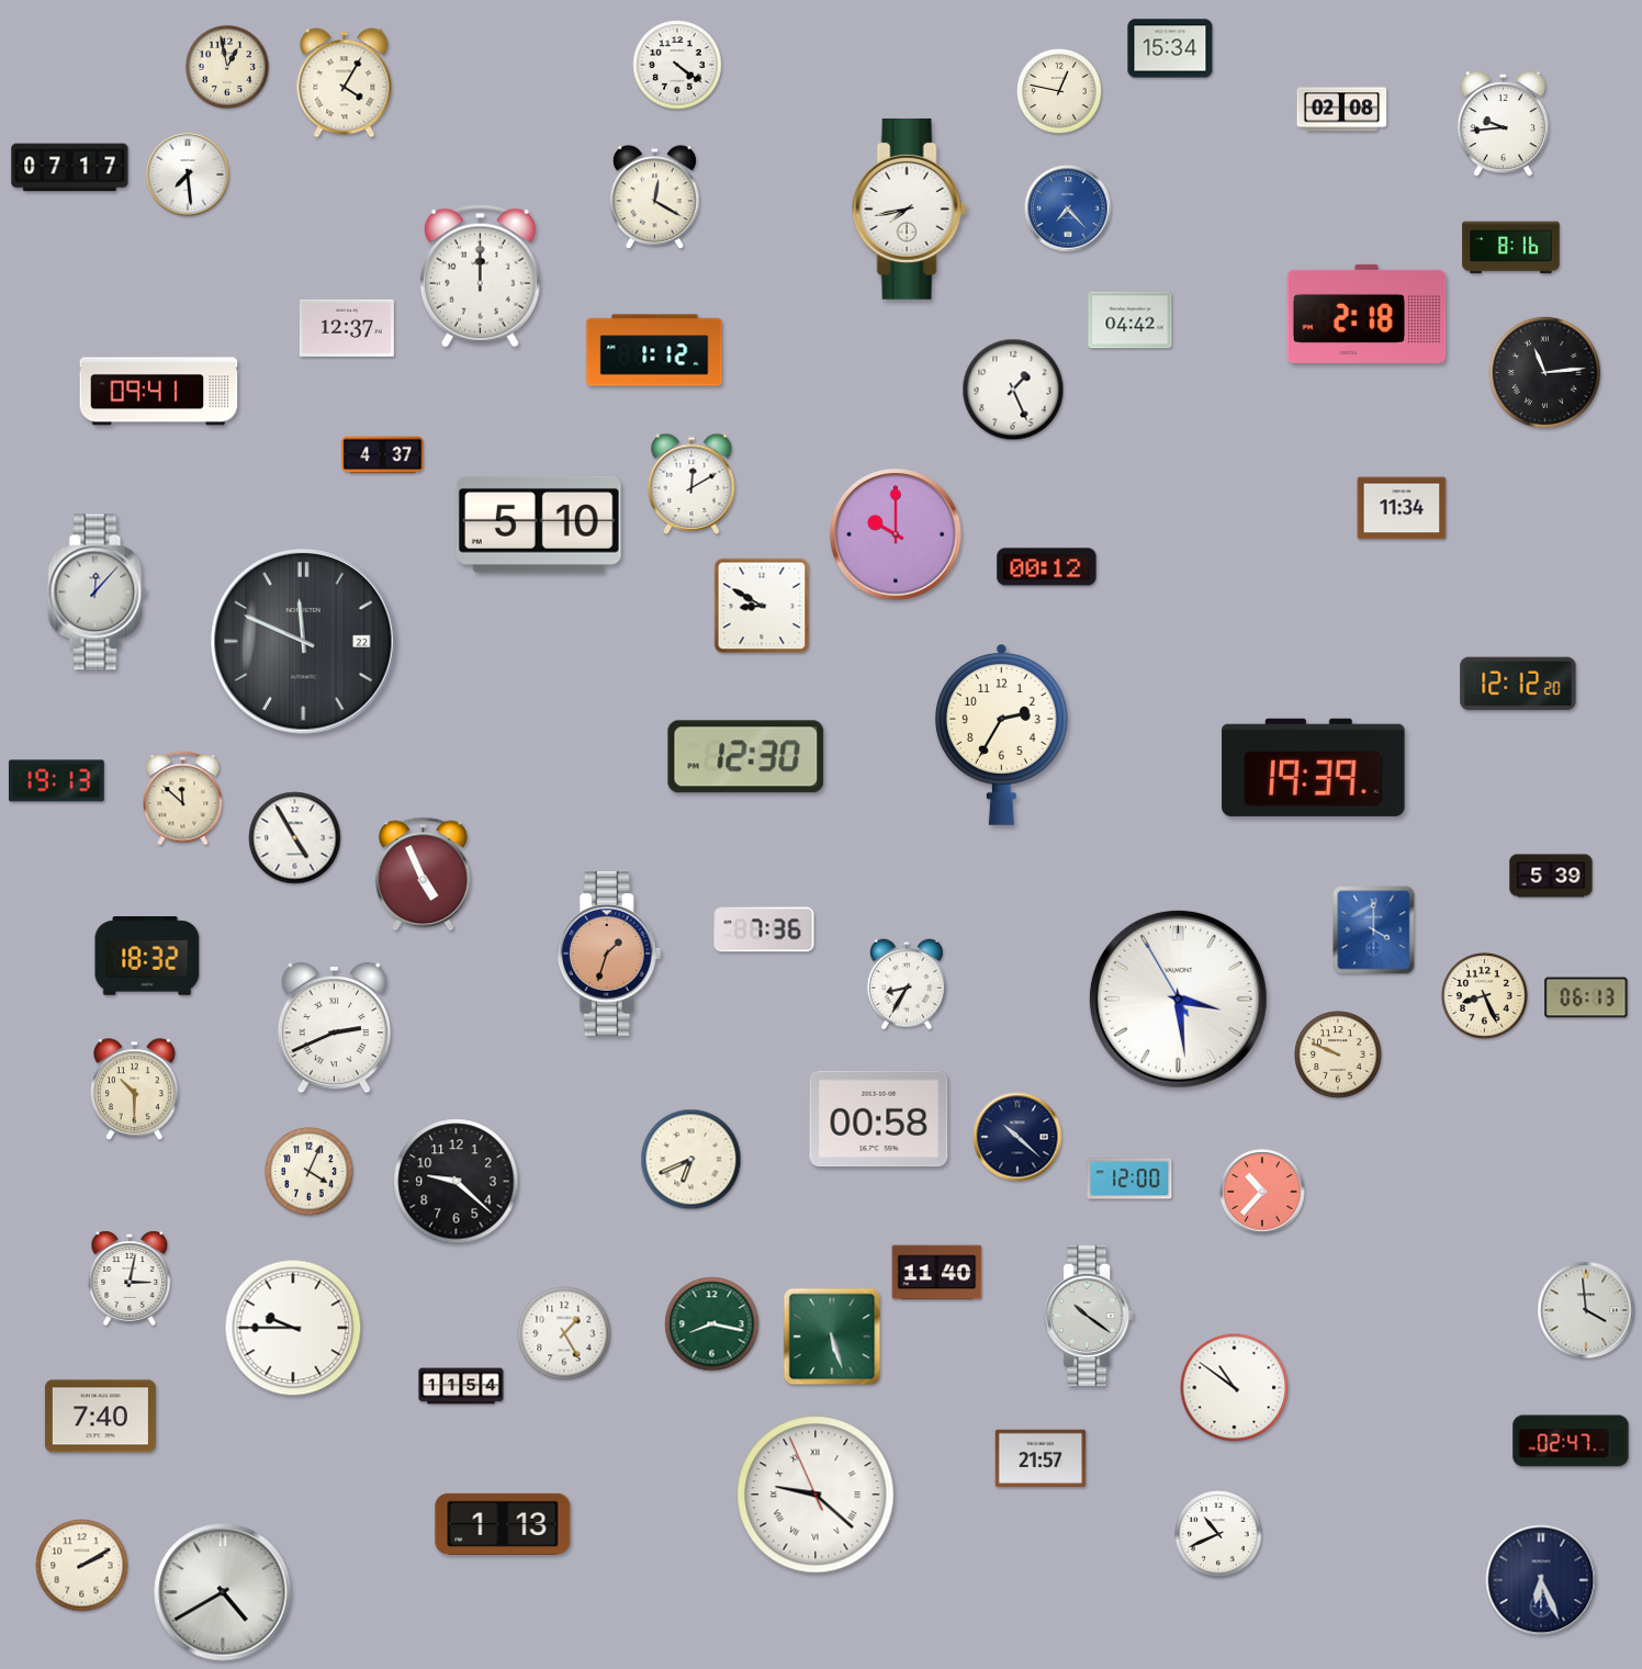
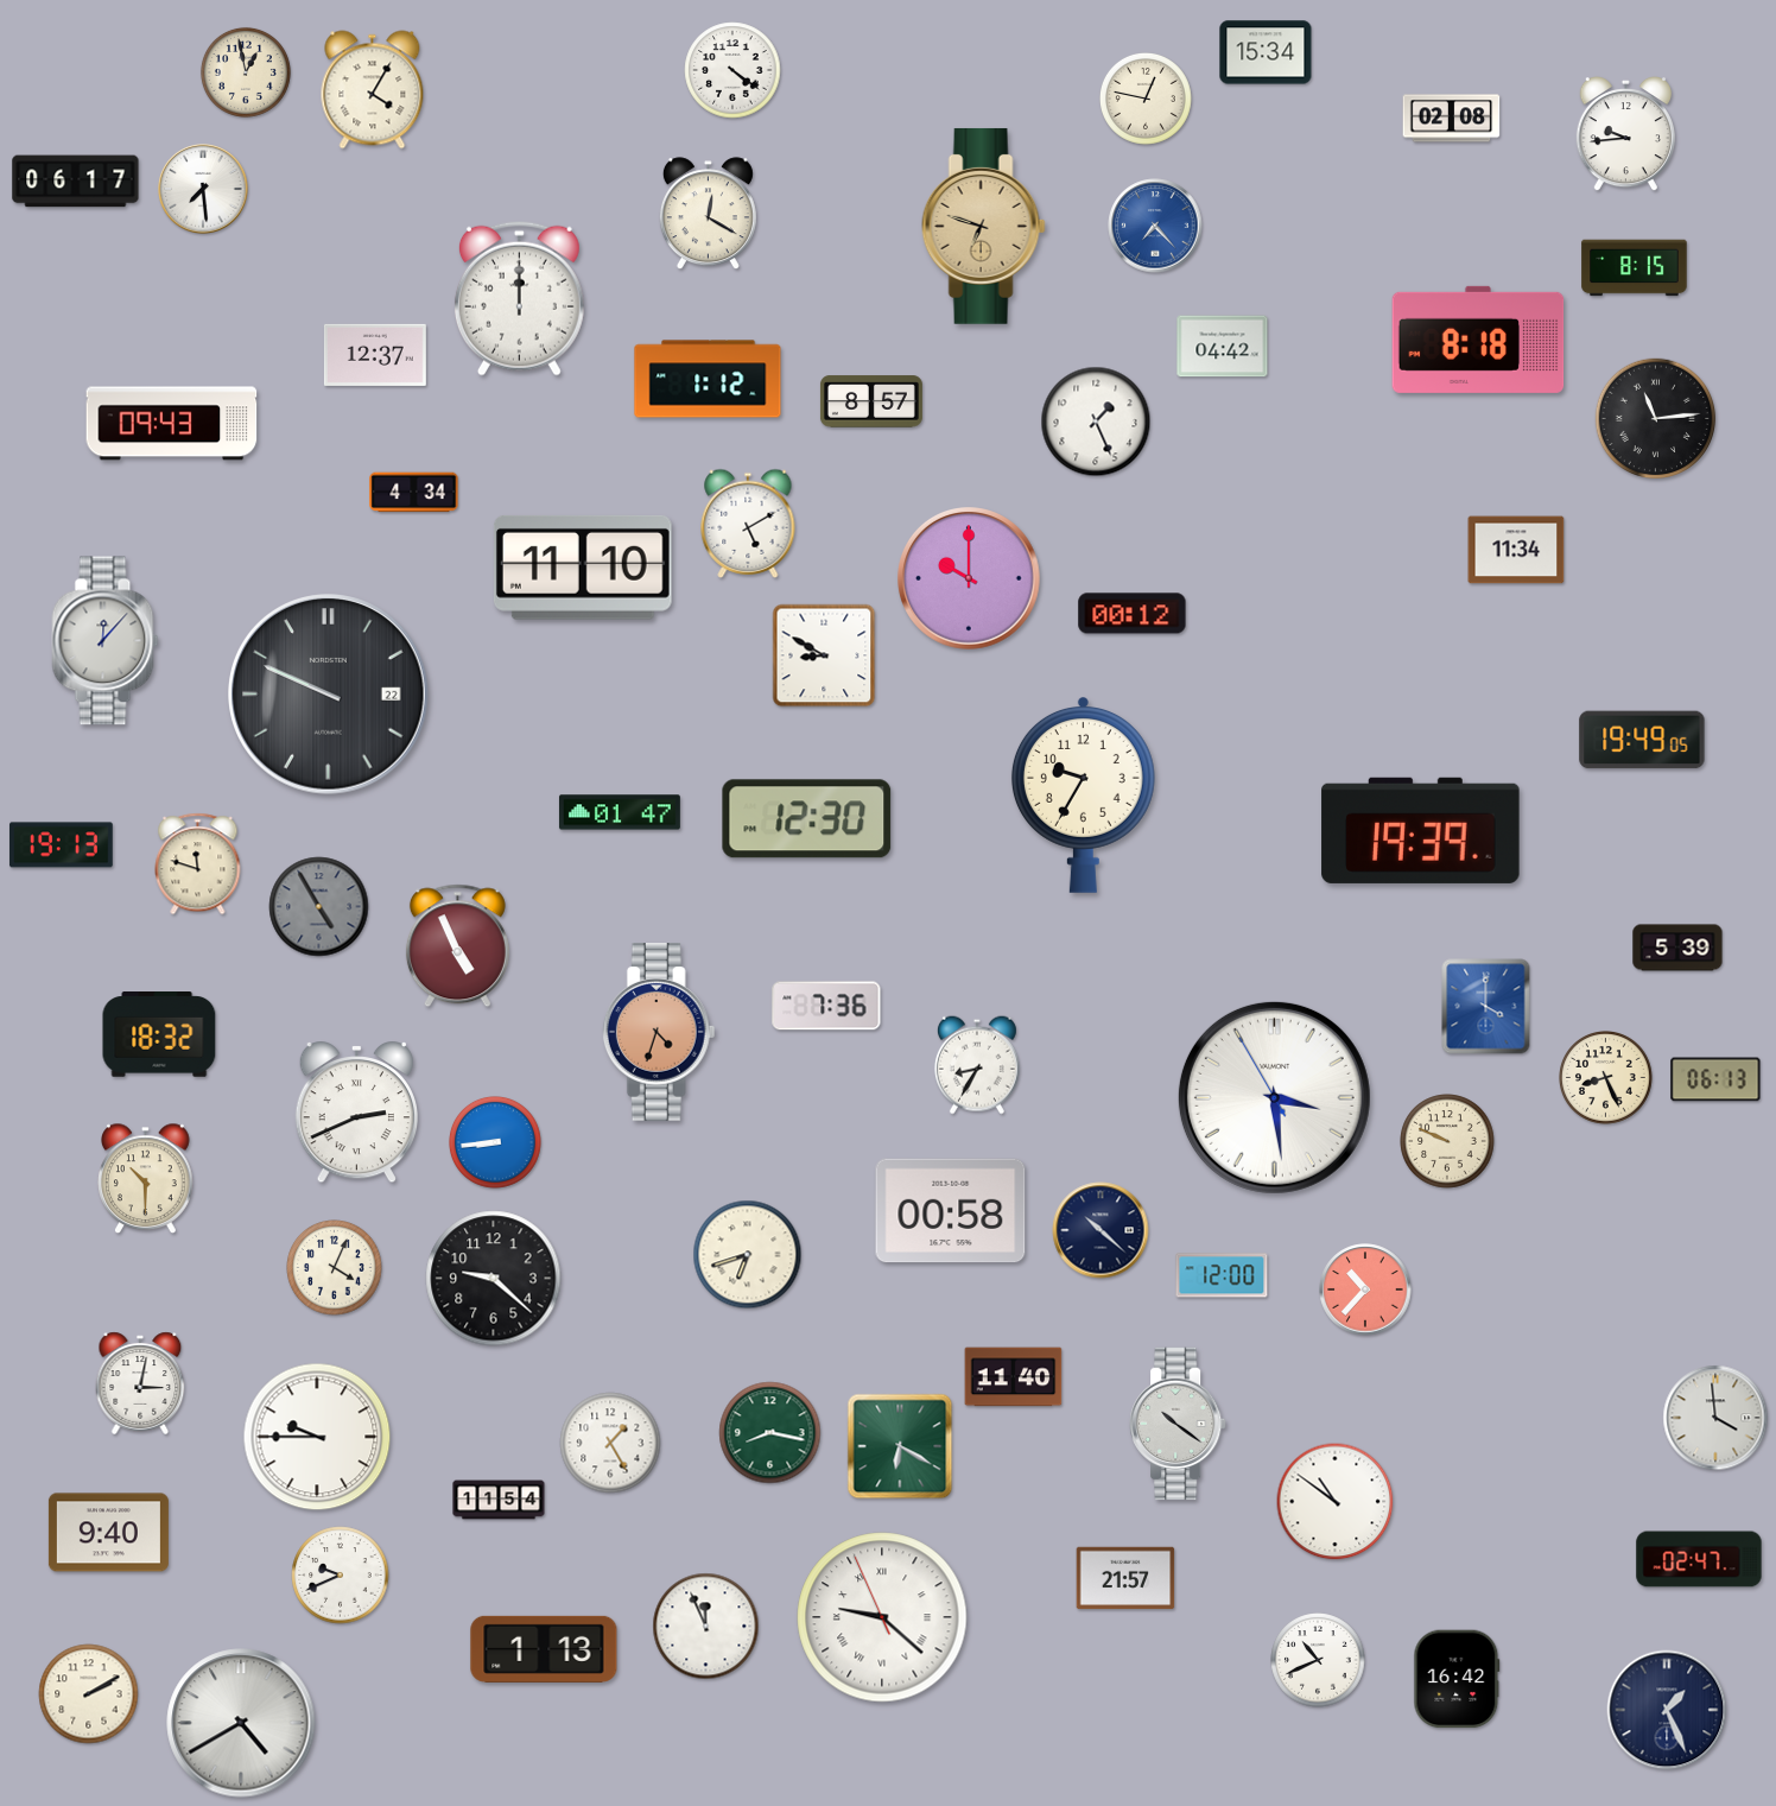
clock at (70, 168): 07:17 -> 06:17
clock at (909, 208): 7:43 -> 6:48
clock at (909, 208) dial: white -> champagne
clock at (1511, 248): 8:16 -> 8:15
clock at (1367, 314): 2:18 -> 8:18
clock at (871, 401): none -> 8:57
clock at (1545, 373) position: (1545, 373) -> (1656, 419)
clock at (159, 392): 09:41 -> 09:43
clock at (383, 455): 4:37 -> 4:34
clock at (691, 484): 12:10 -> 5:10
clock at (539, 525): 5:10 -> 11:10
clock at (304, 642): 11:49 -> 9:49
clock at (1518, 684): 12:12 -> 19:49
clock at (1001, 735): 2:35 -> 9:35
clock at (620, 812): none -> 01:47
clock at (183, 799): 11:52 -> 11:48
clock at (295, 838) dial: white -> grey
clock at (609, 955): 1:33 -> 4:33
clock at (907, 984) position: (907, 984) -> (977, 1065)
clock at (1178, 999) position: (1178, 999) -> (1274, 1097)
clock at (334, 1029) position: (334, 1029) -> (356, 1114)
clock at (496, 1143): none -> 8:44
clock at (691, 1160): 6:41 -> 6:42
clock at (832, 1337): 5:27 -> 6:20
clock at (100, 1417): 7:40 -> 9:40
clock at (341, 1576): none -> 9:41
clock at (706, 1627): none -> 11:56
clock at (1457, 1679): none -> 16:42
clock at (1541, 1580): 6:26 -> 1:26
